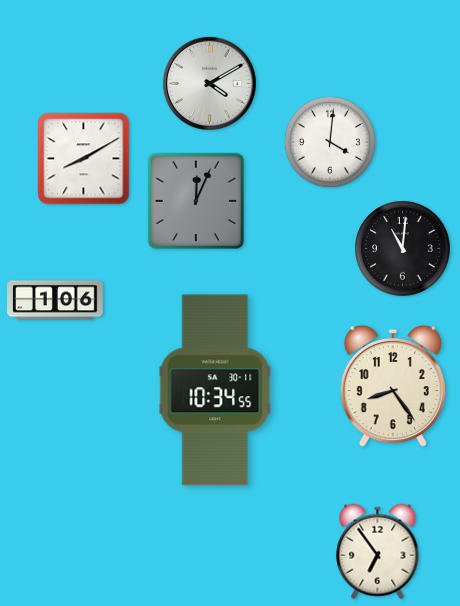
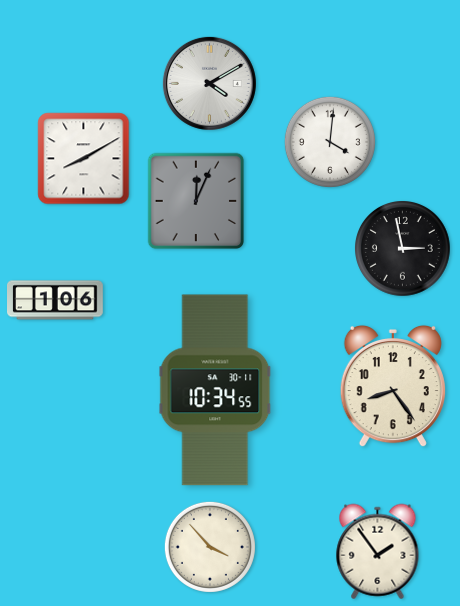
clock at (403, 249): 11:01 -> 2:58
clock at (210, 547): none -> 3:53
clock at (378, 552): 6:54 -> 1:54
